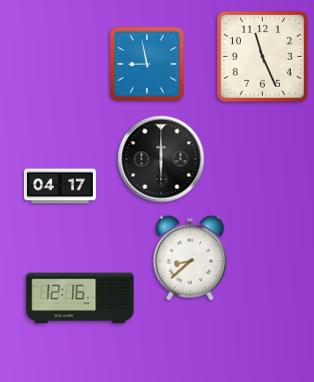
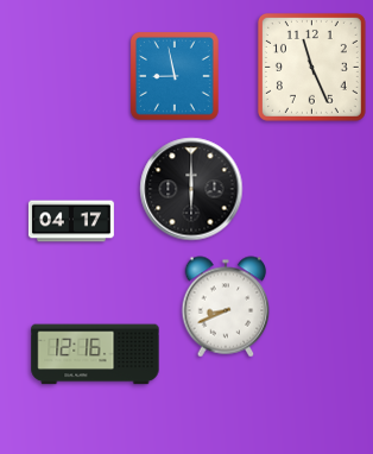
clock at (190, 258): 8:38 -> 8:41
